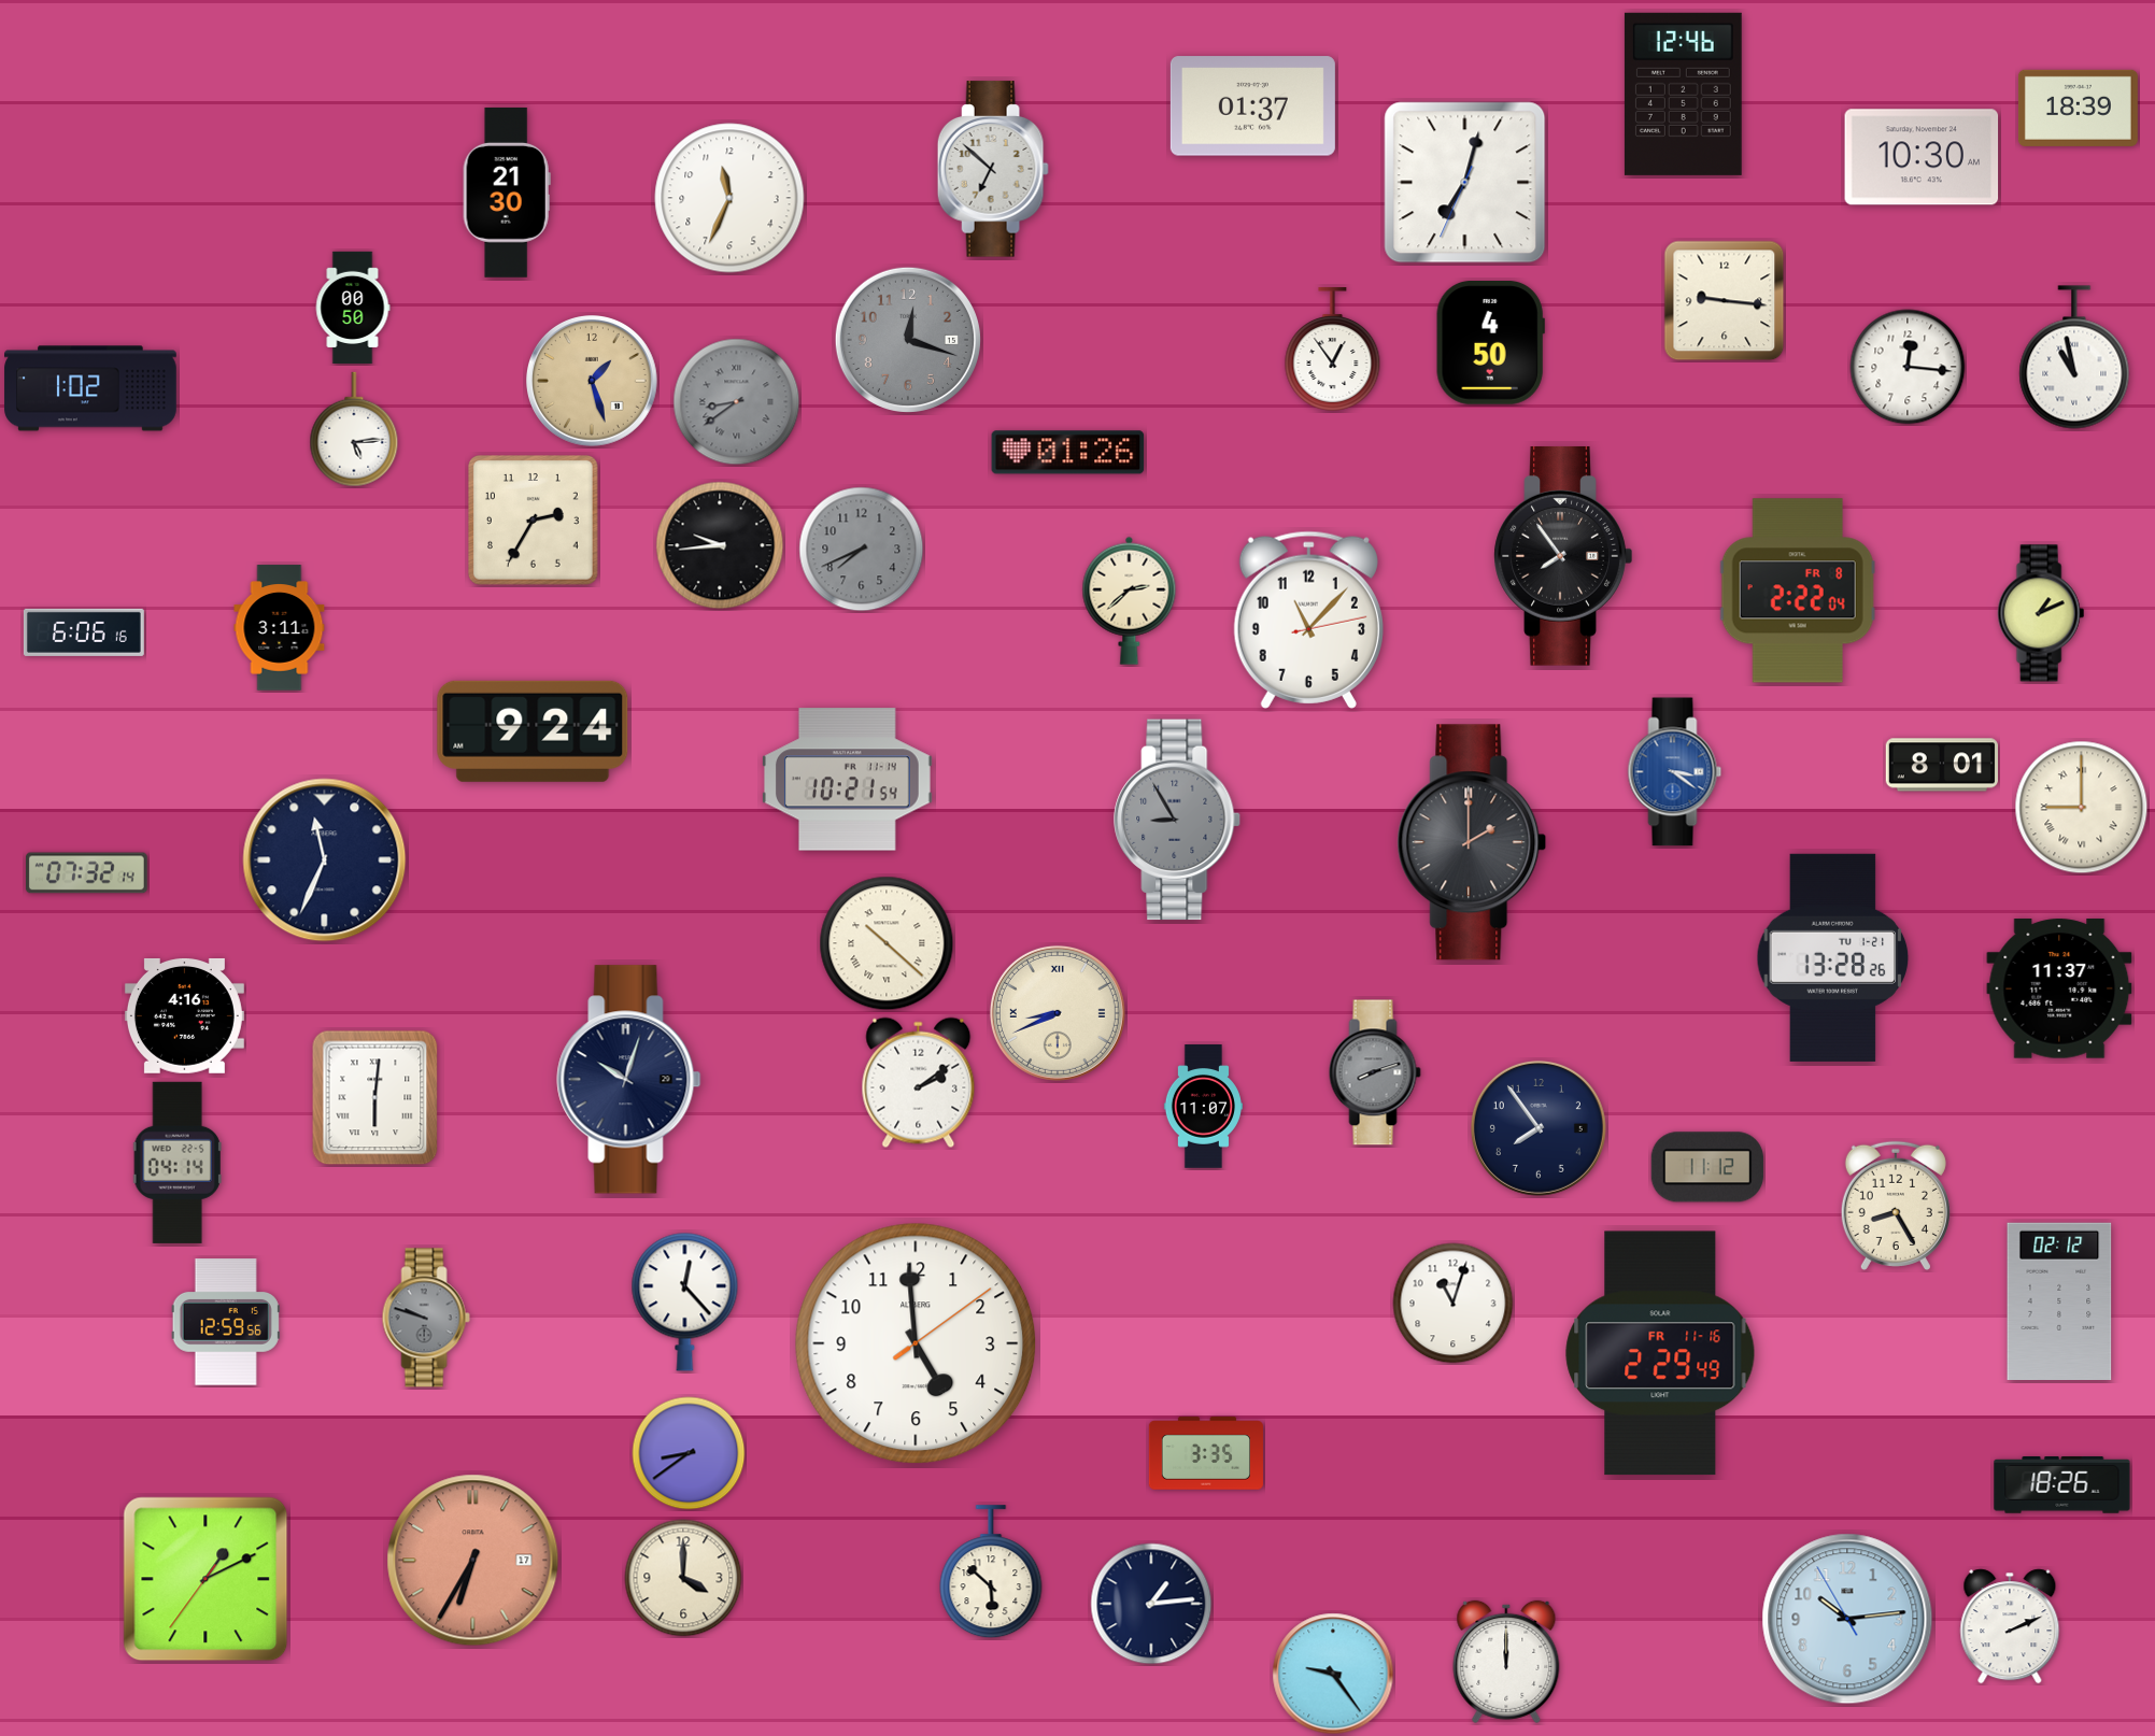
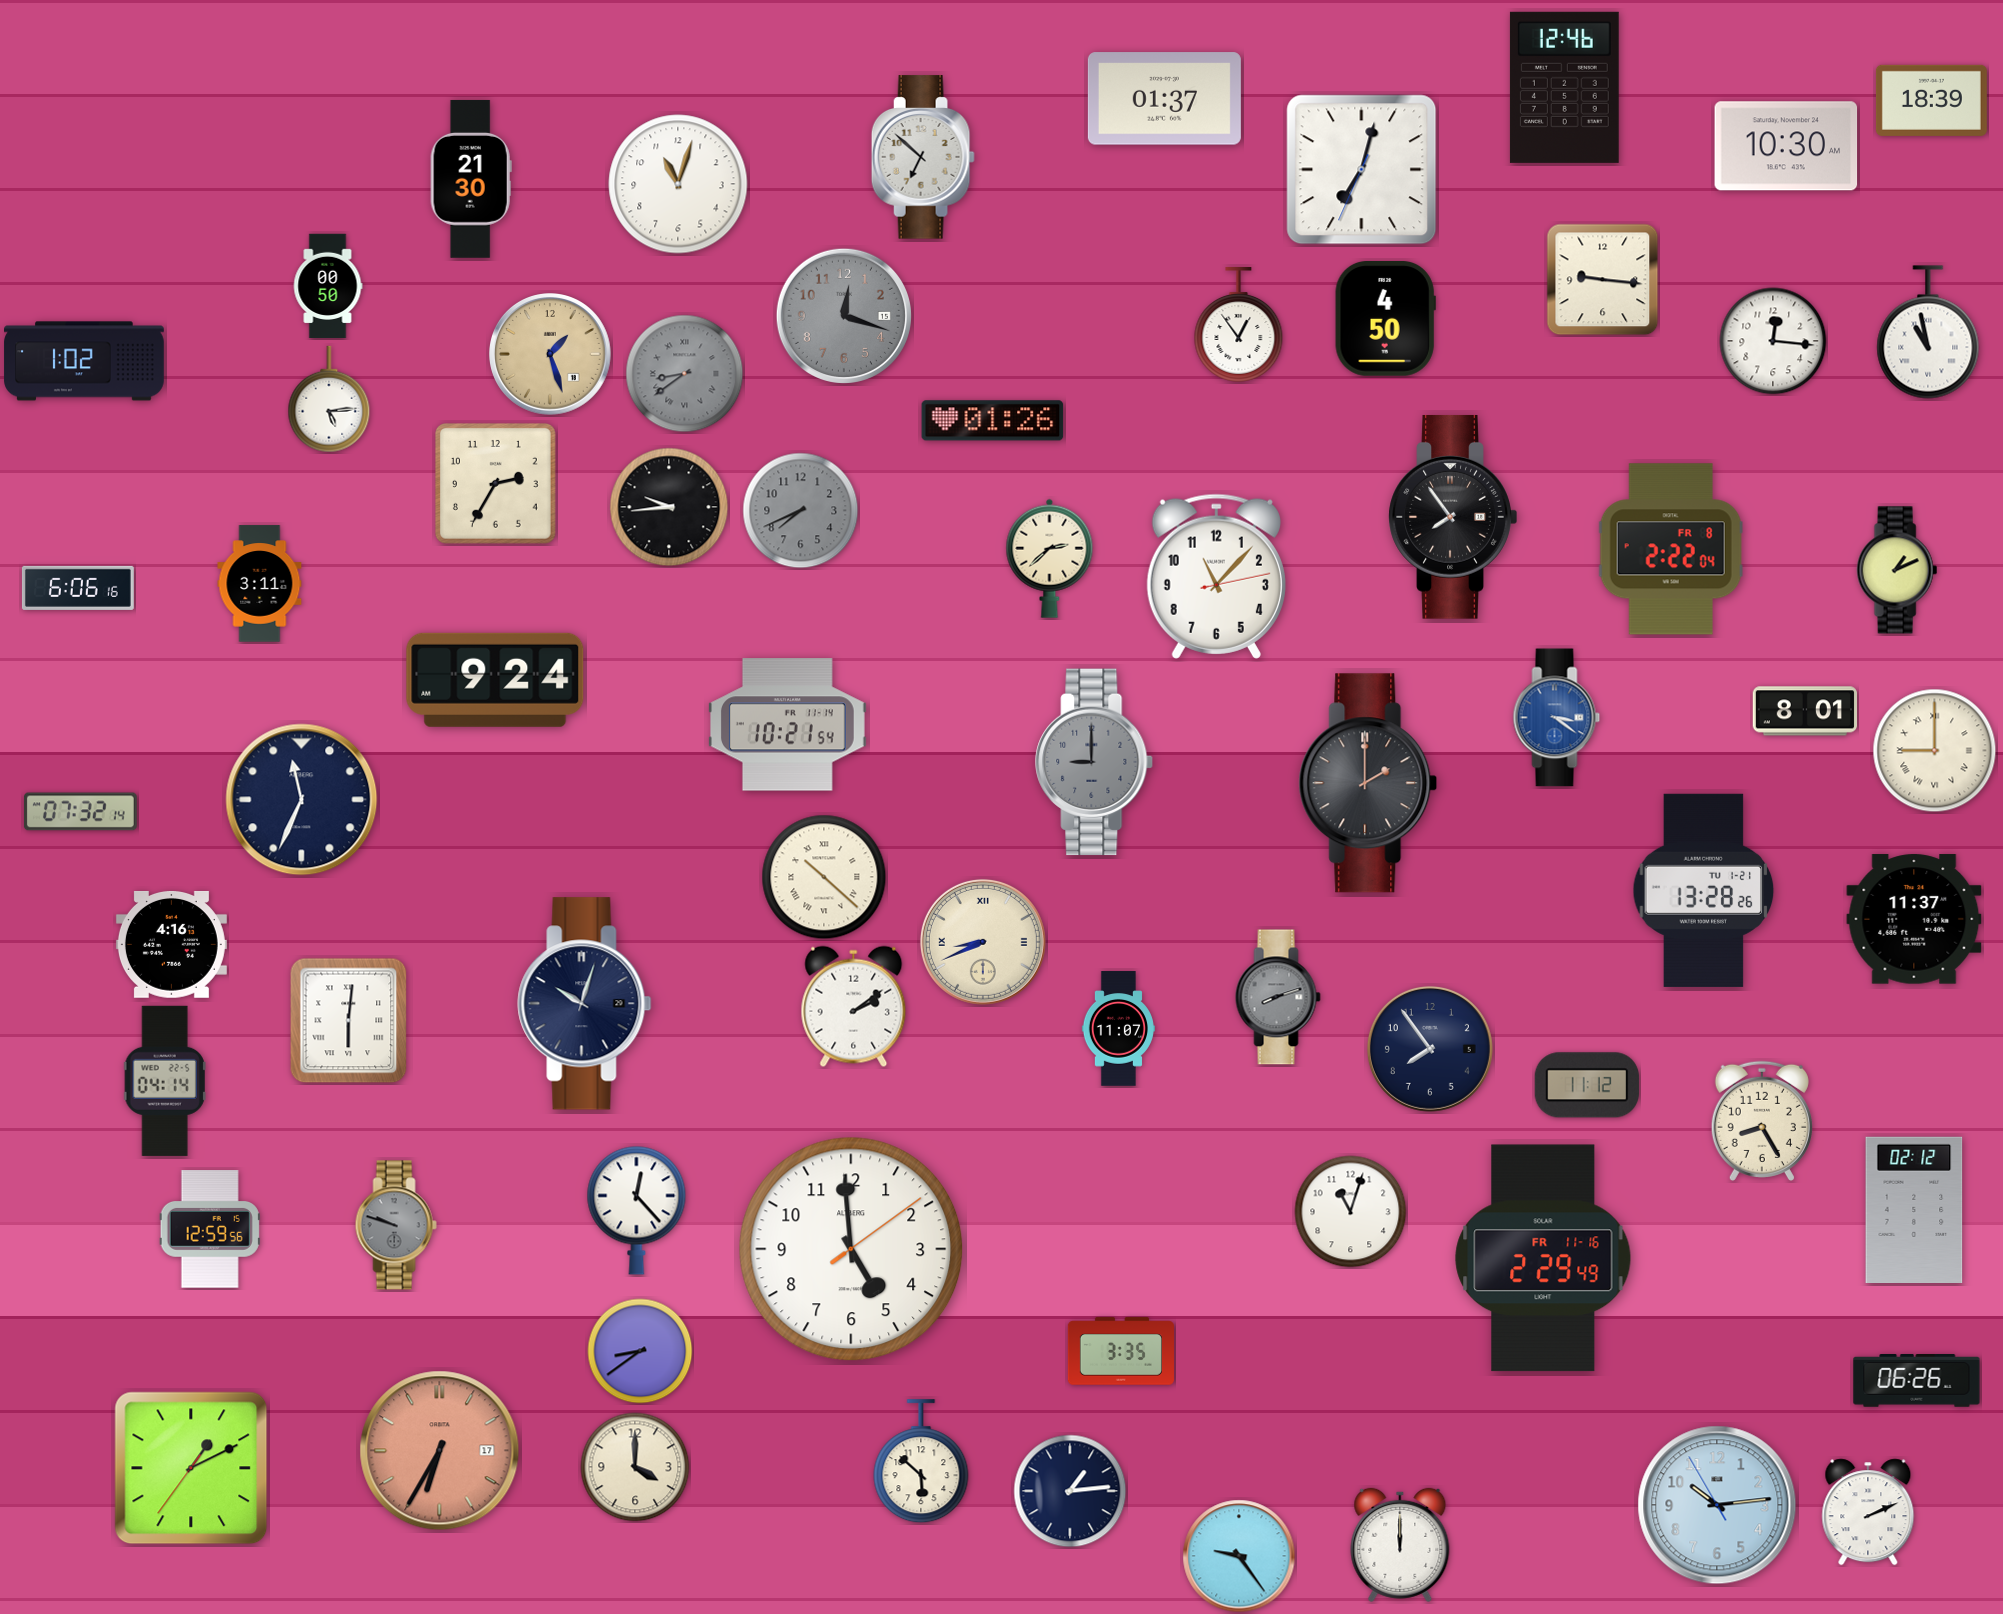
clock at (729, 198): 11:34 -> 11:03
clock at (1178, 820): 8:55 -> 9:00
clock at (2062, 1485): 18:26 -> 06:26
